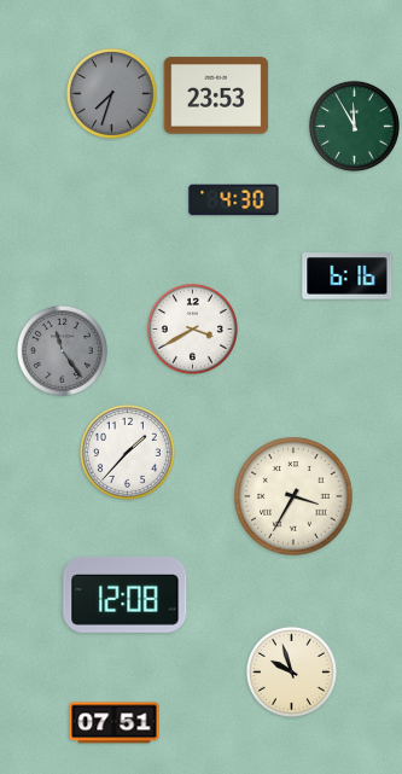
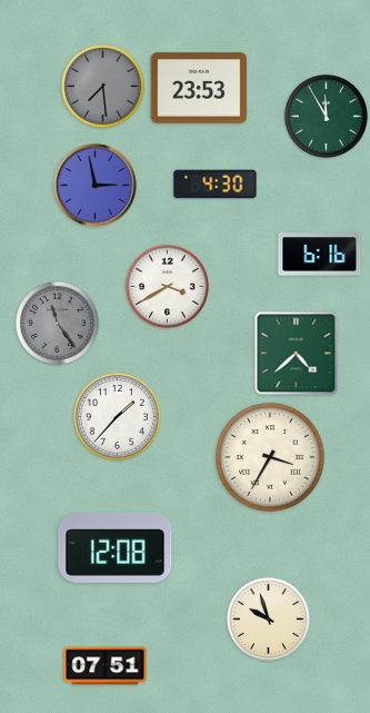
clock at (111, 93): 7:33 -> 7:29
clock at (96, 186): none -> 2:58
clock at (192, 328) position: (192, 328) -> (167, 286)
clock at (297, 354): none -> 4:38
